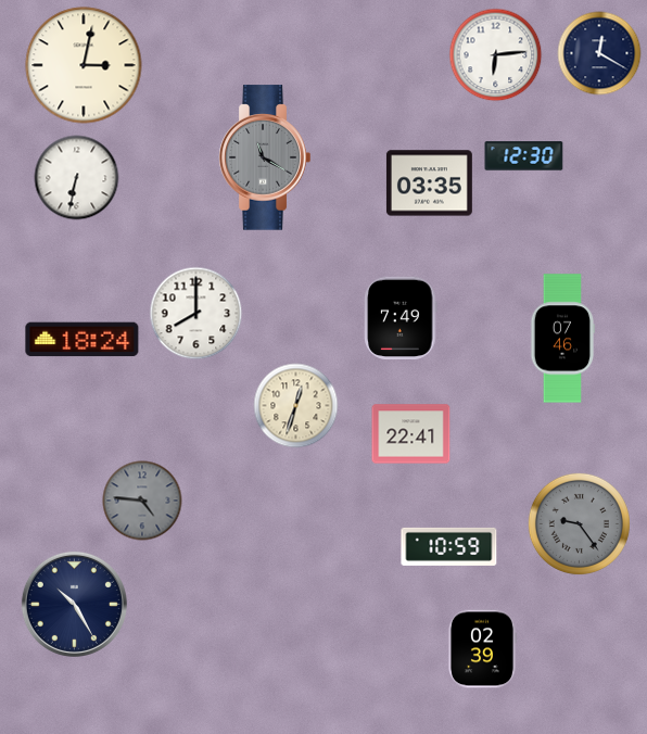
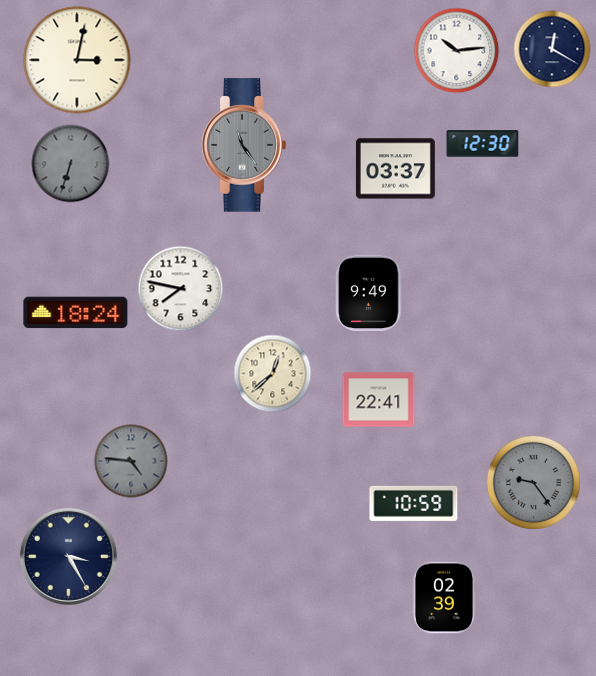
clock at (496, 55): 6:14 -> 10:14
clock at (265, 157): 11:20 -> 11:24
clock at (77, 178): 6:32 -> 6:33
clock at (77, 178) dial: white -> grey
clock at (429, 184): 03:35 -> 03:37
clock at (196, 314): 8:00 -> 7:47
clock at (401, 317): 7:49 -> 9:49
clock at (562, 339): 07:46 -> none
clock at (296, 406): 12:33 -> 12:38
clock at (74, 604): 10:25 -> 3:25
